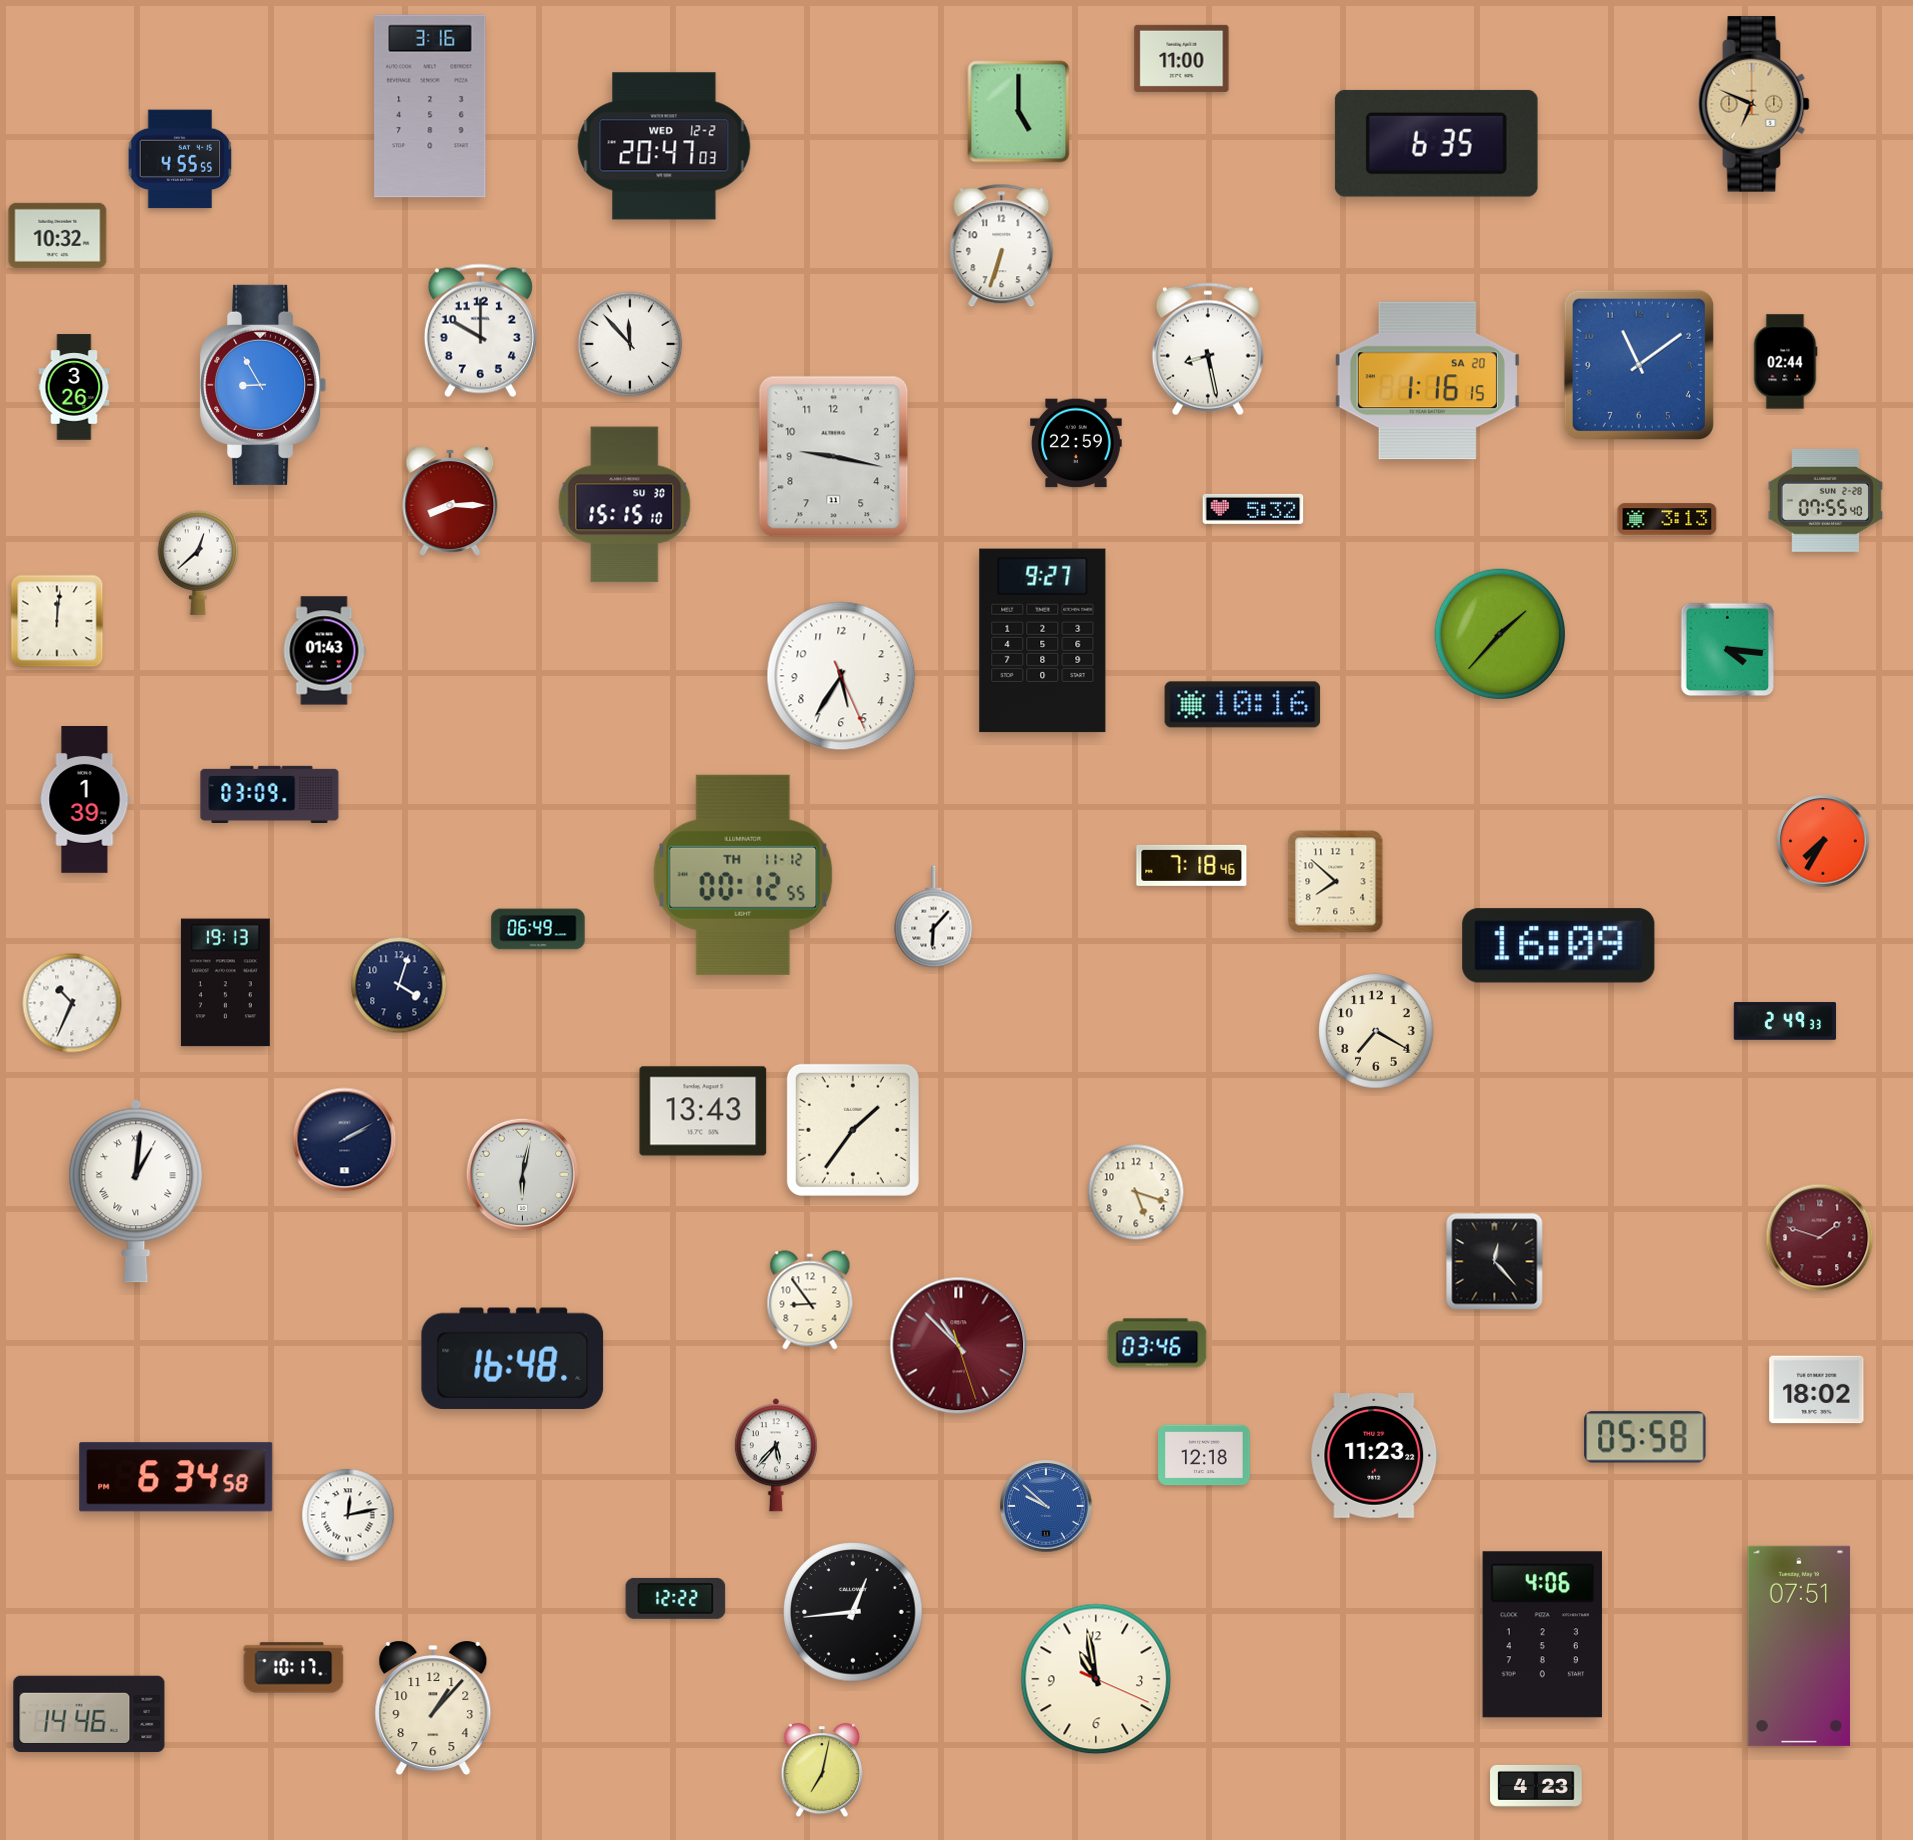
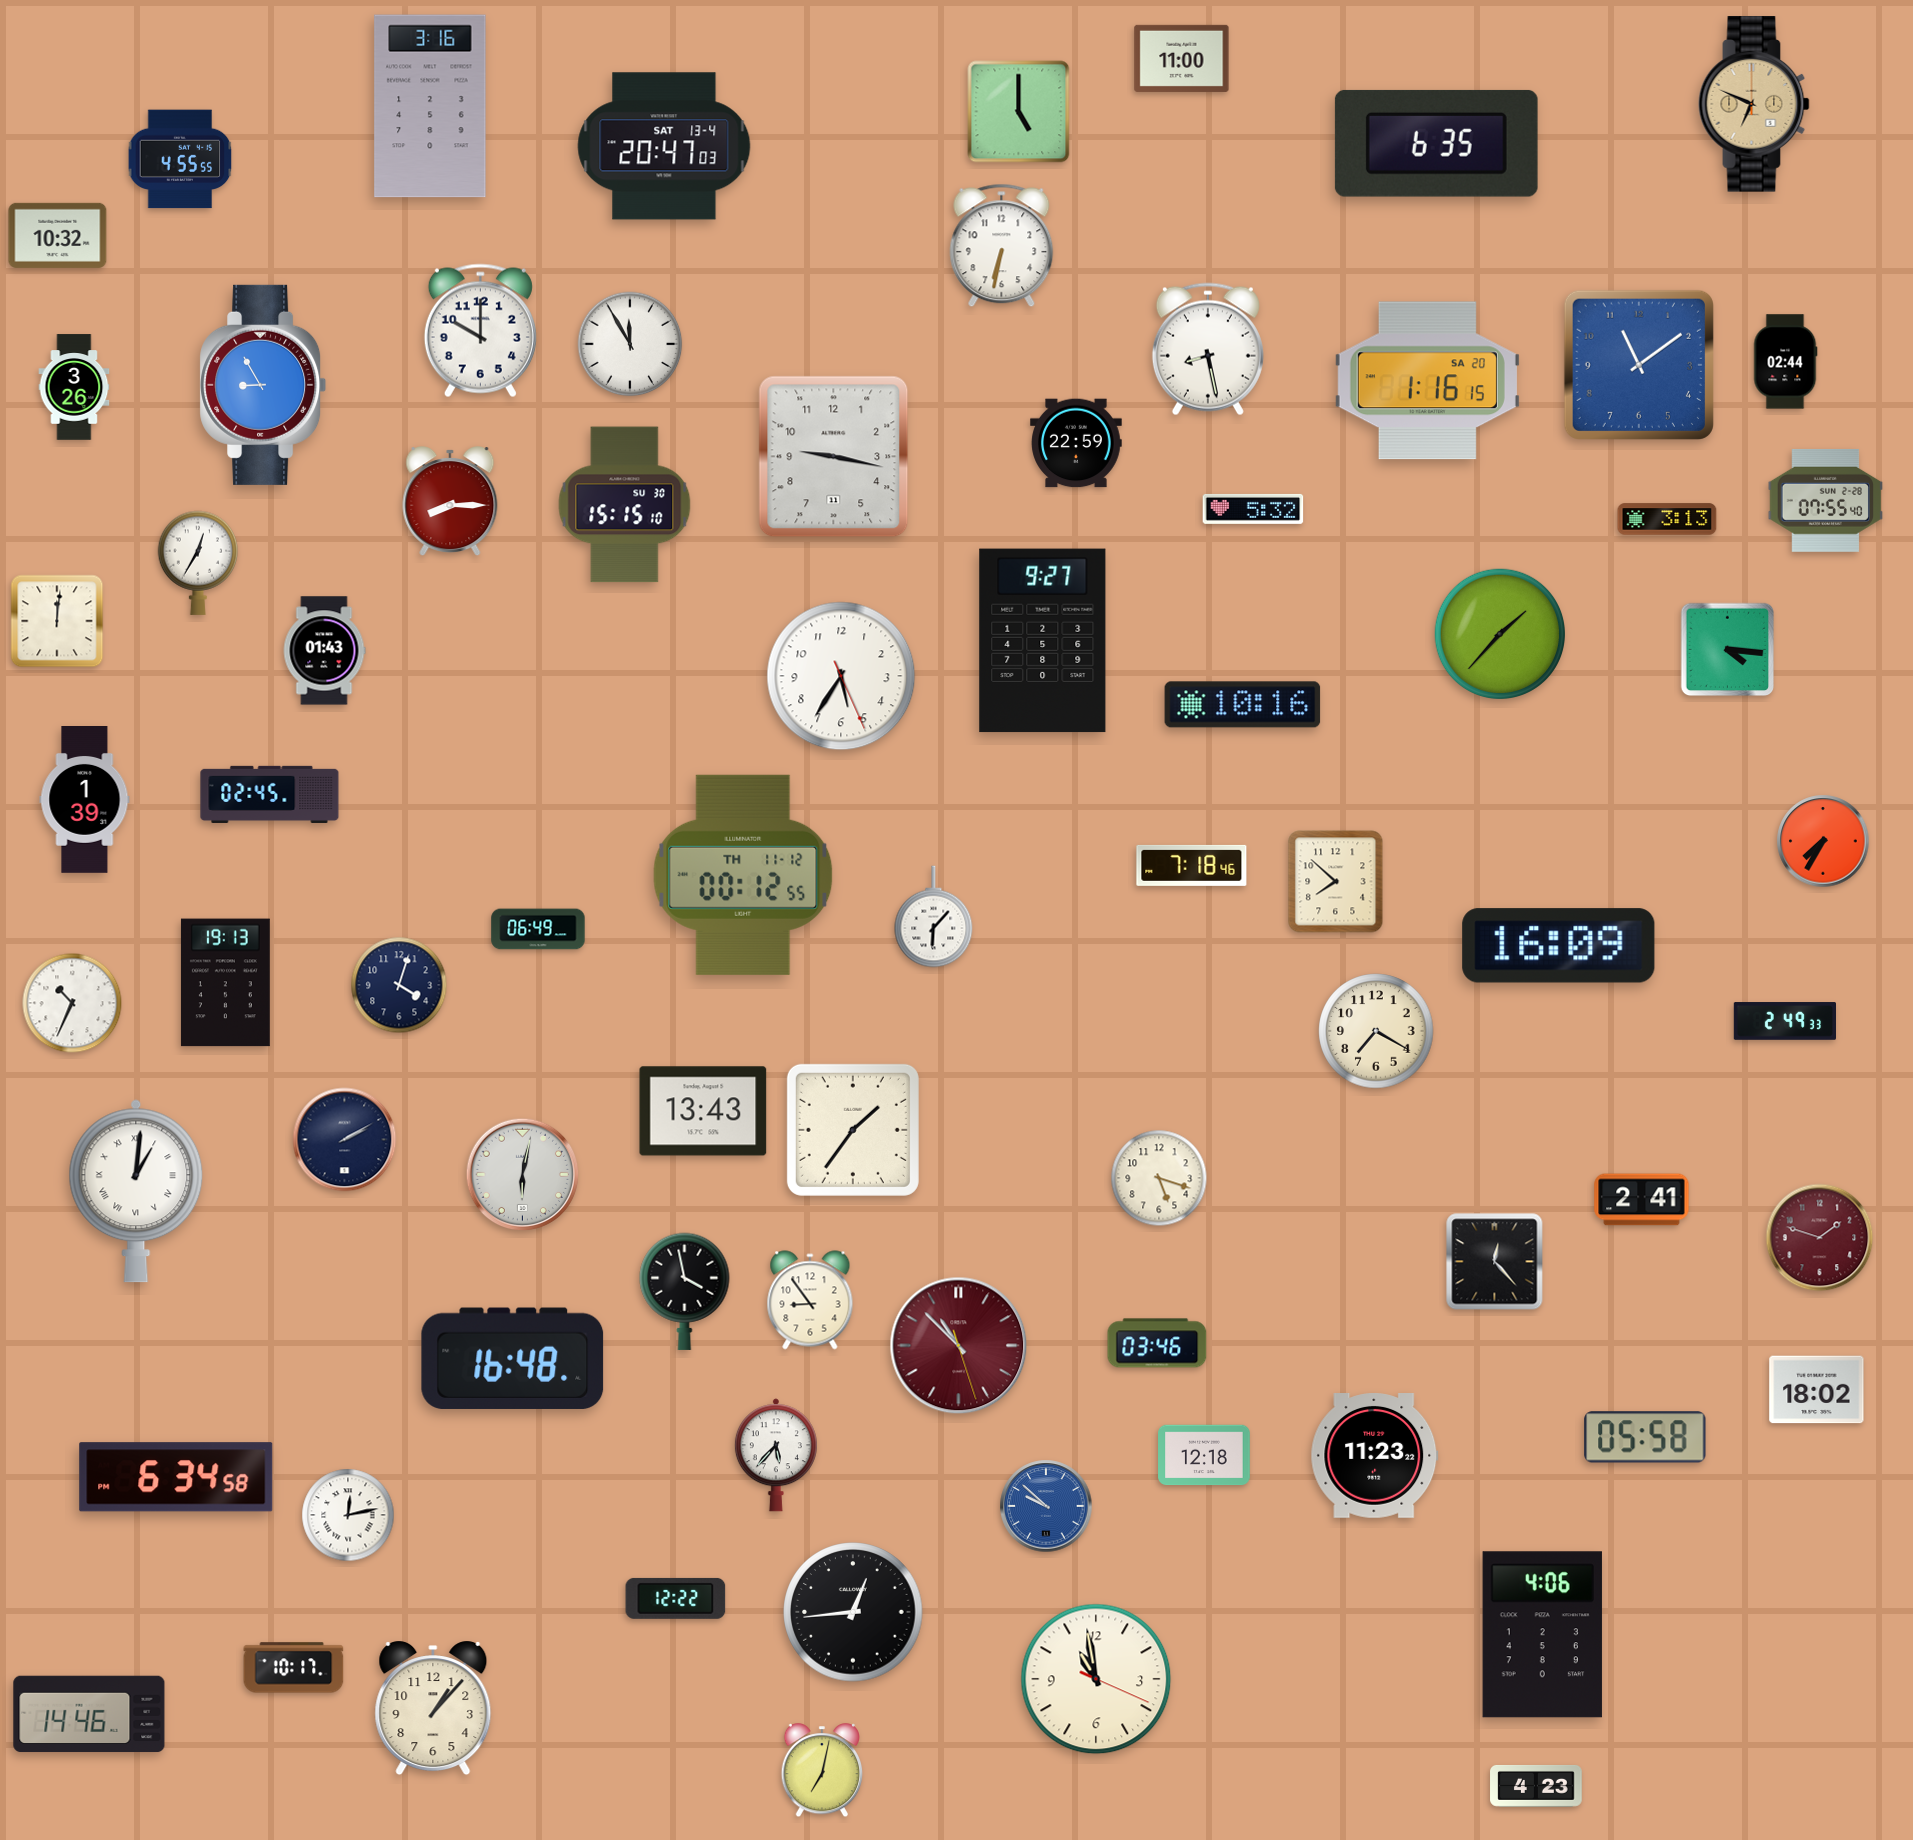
clock at (664, 146) date: WED 12-2 -> SAT 13-4
clock at (1002, 246): 6:33 -> 6:32
clock at (630, 344): 11:53 -> 11:55
clock at (198, 563): 12:38 -> 12:35
clock at (270, 794): 03:09 -> 02:45
clock at (1136, 1192) position: (1136, 1192) -> (1159, 1178)
clock at (1642, 1200): none -> 2:41
clock at (685, 1291): none -> 3:58
clock at (1799, 1646): 07:51 -> none
